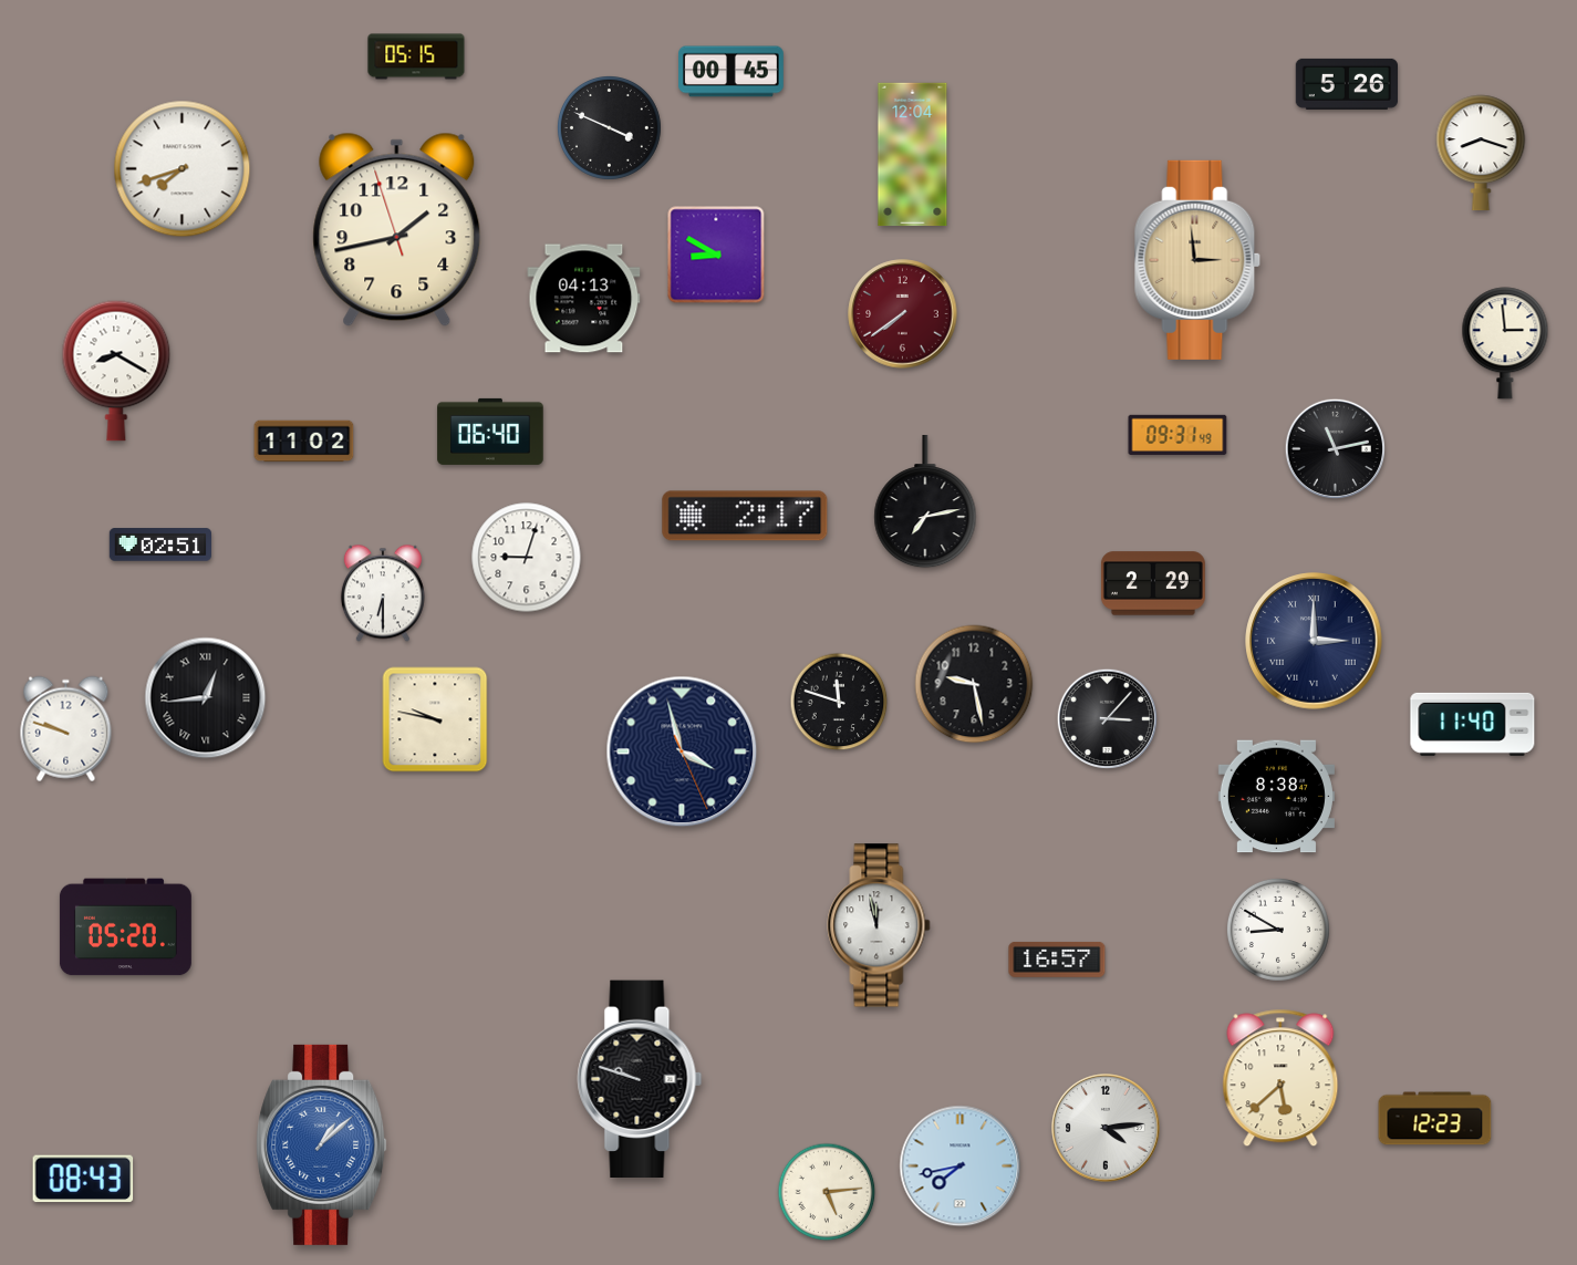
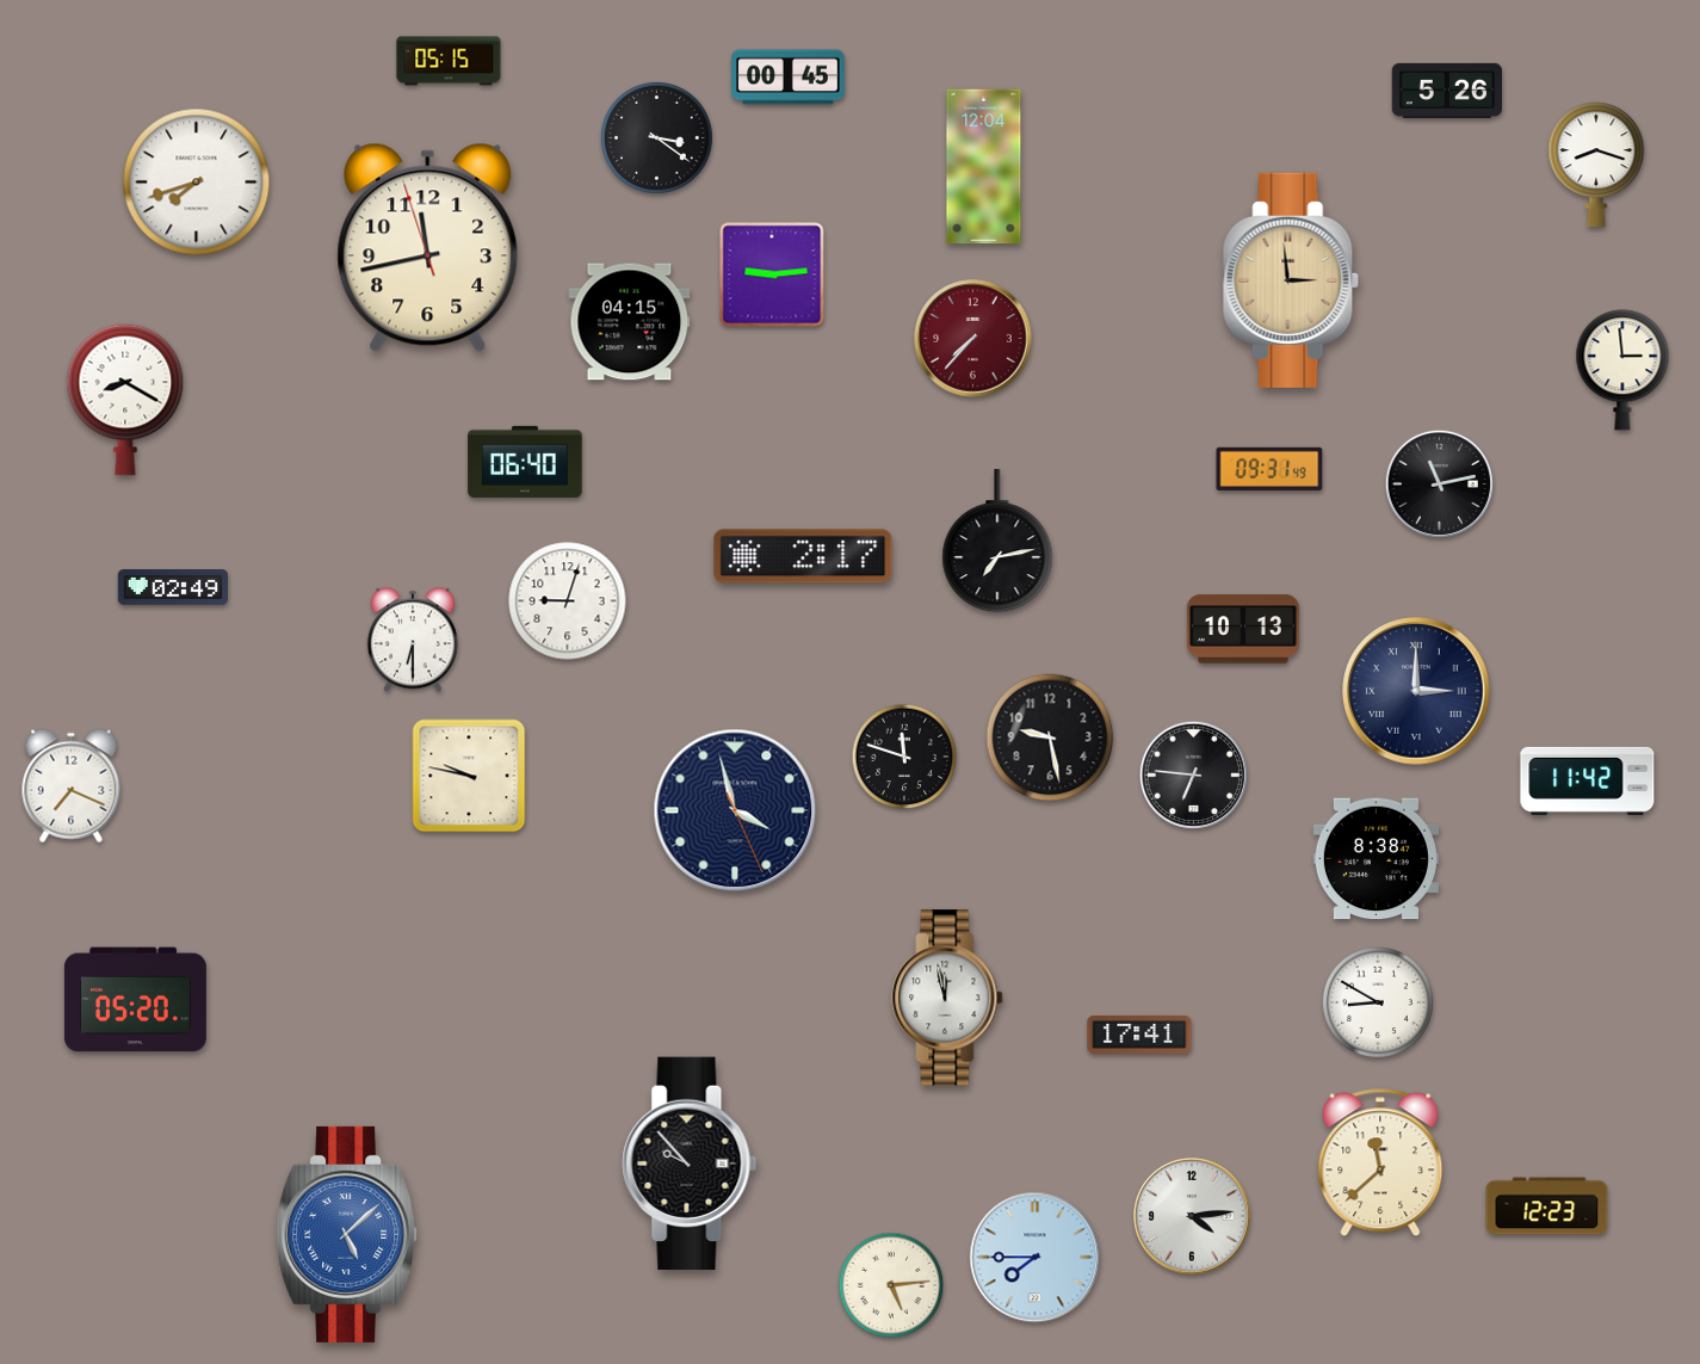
clock at (1346, 84) position: (1346, 84) -> (1446, 91)
clock at (609, 127): 3:49 -> 3:21
clock at (397, 229): 1:42 -> 11:42
clock at (716, 255): 8:50 -> 9:14
clock at (584, 299): 04:13 -> 04:15
clock at (903, 314): 7:39 -> 7:37
clock at (490, 432) position: (490, 432) -> (525, 462)
clock at (304, 442): 11:02 -> none
clock at (159, 545): 02:51 -> 02:49
clock at (1153, 583): 2:29 -> 10:13
clock at (206, 698): 12:44 -> none
clock at (1107, 718): 3:07 -> 6:46
clock at (1473, 724): 11:40 -> 11:42
clock at (66, 729): 9:48 -> 7:19
clock at (1057, 960): 16:57 -> 17:41
clock at (640, 1078): 9:48 -> 9:53
clock at (1280, 1078): 5:38 -> 11:38
clock at (322, 1144): 1:08 -> 5:08
clock at (961, 1167): 7:43 -> 7:45
clock at (83, 1179): 08:43 -> none
